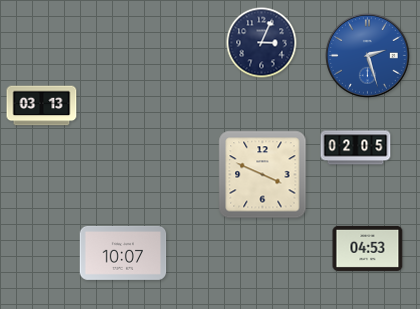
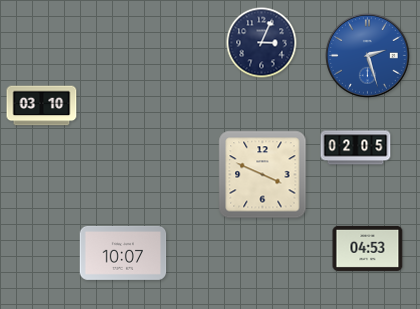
clock at (42, 106): 03:13 -> 03:10
